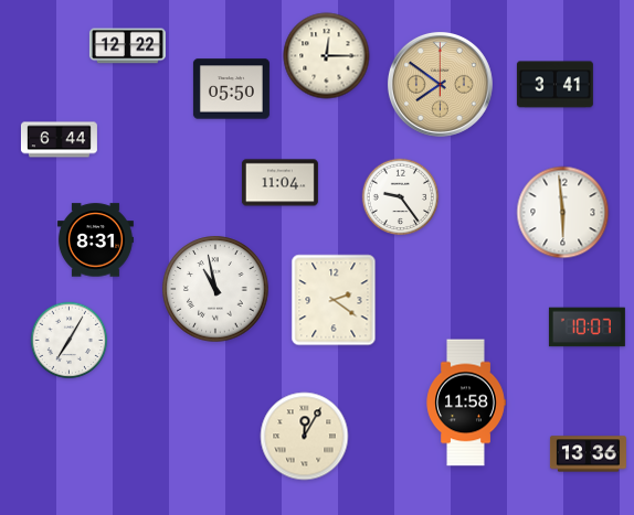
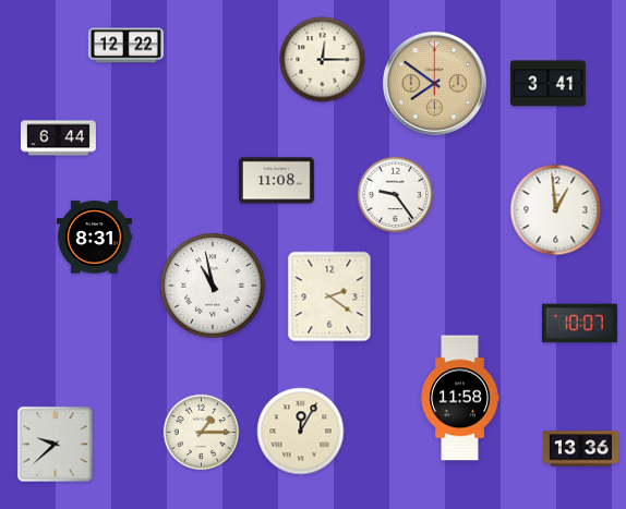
clock at (327, 56) position: (327, 56) -> (323, 60)
clock at (231, 89): 05:50 -> none
clock at (279, 183): 11:04 -> 11:08
clock at (563, 213): 5:59 -> 12:59
clock at (70, 341): 7:05 -> none
clock at (202, 433): none -> 1:15
clock at (56, 445): none -> 9:38
